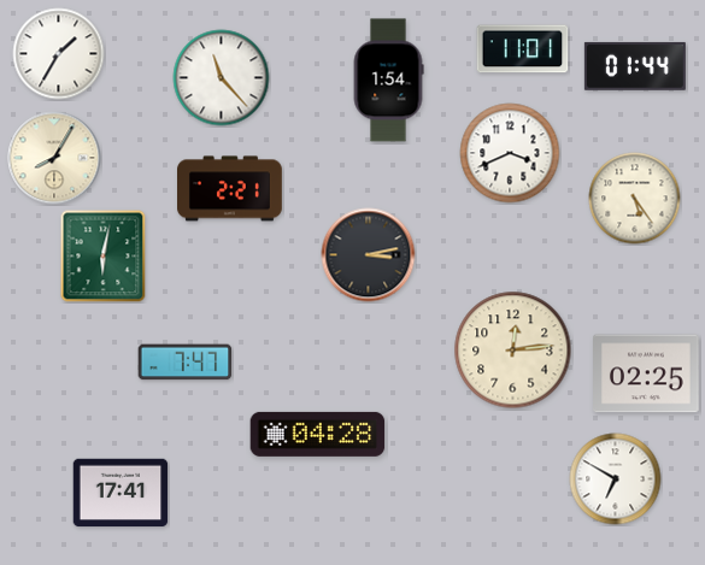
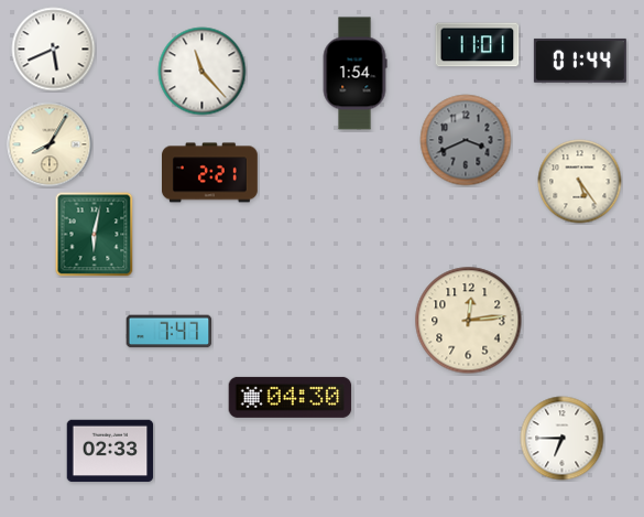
clock at (59, 54): 1:35 -> 5:41
clock at (510, 153) dial: white -> grey
clock at (369, 255): 3:13 -> none
clock at (646, 373): 02:25 -> none
clock at (318, 434): 04:28 -> 04:30
clock at (616, 479): 6:50 -> 6:45
clock at (121, 493): 17:41 -> 02:33
